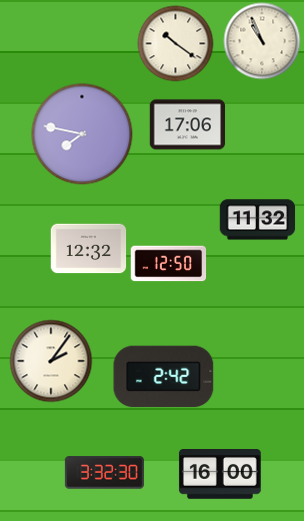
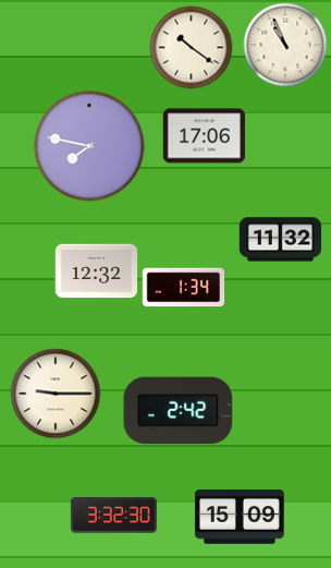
clock at (169, 264): 12:50 -> 1:34
clock at (51, 361): 2:06 -> 9:15
clock at (220, 475): 16:00 -> 15:09
